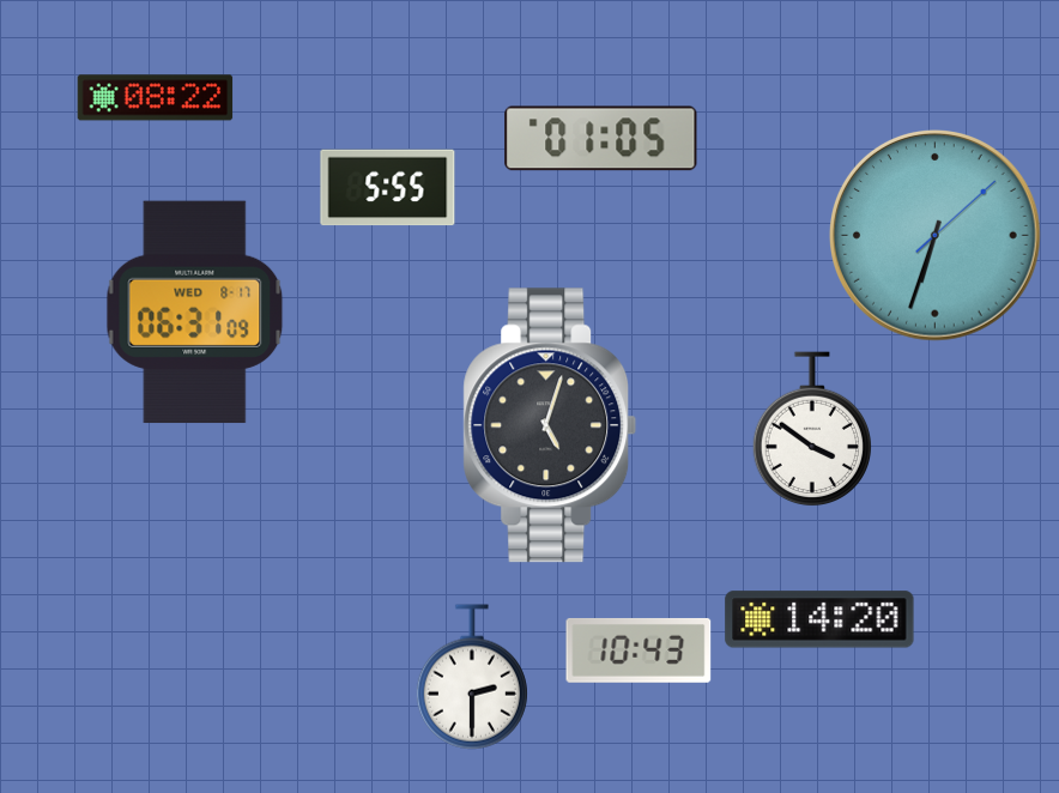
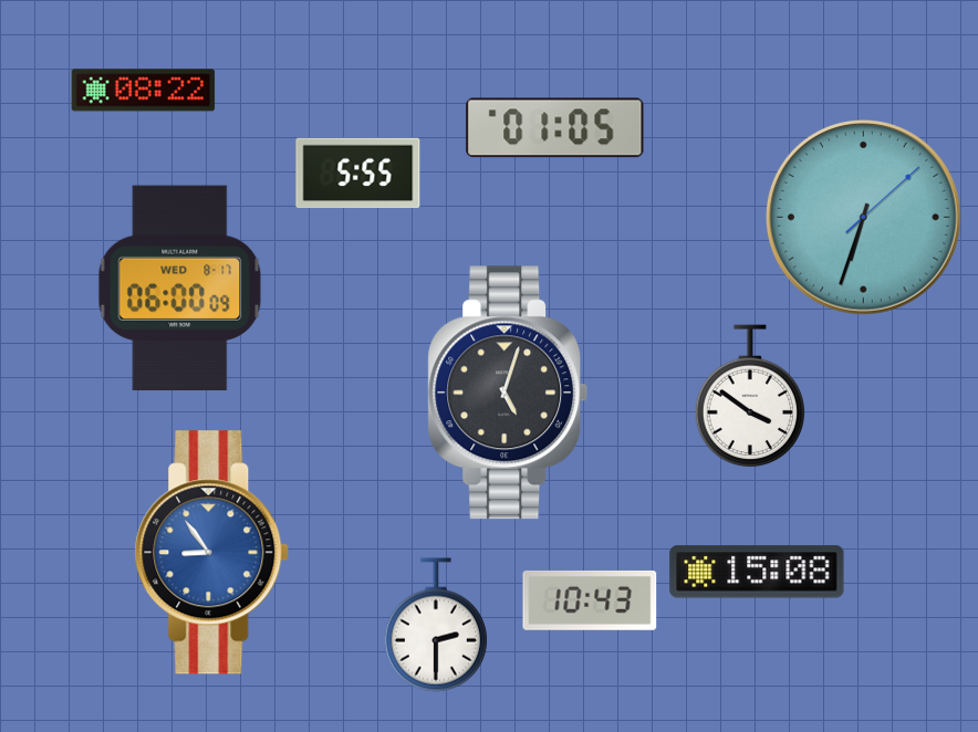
clock at (195, 313): 06:31 -> 06:00
clock at (212, 553): none -> 8:54
clock at (819, 619): 14:20 -> 15:08
